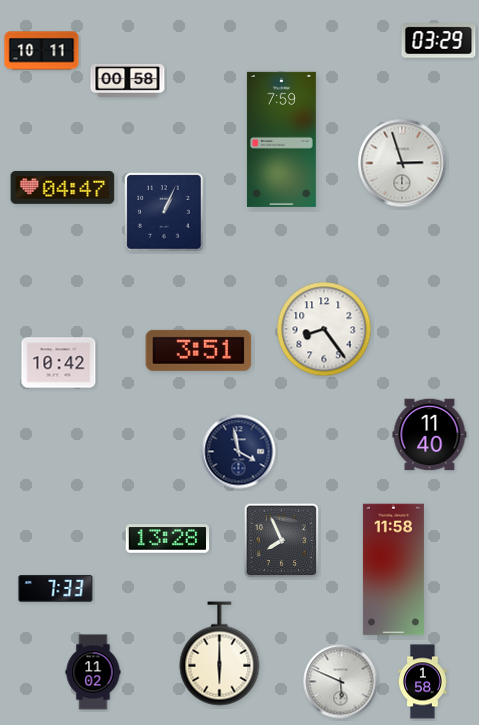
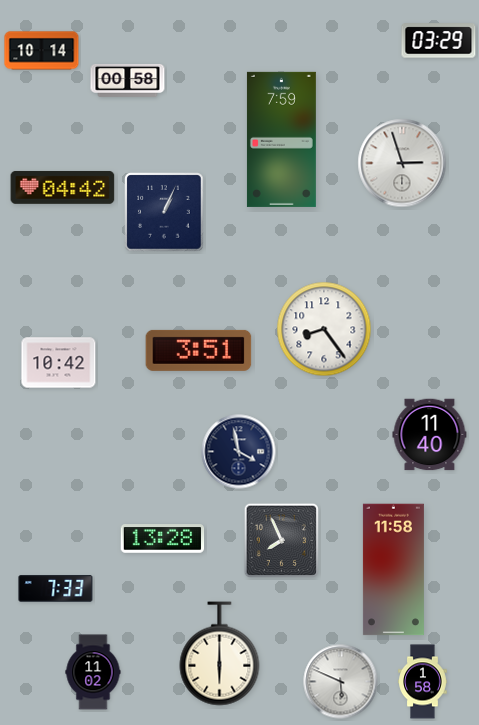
clock at (42, 51): 10:11 -> 10:14
clock at (63, 187): 04:47 -> 04:42
clock at (168, 539) position: (168, 539) -> (163, 539)
